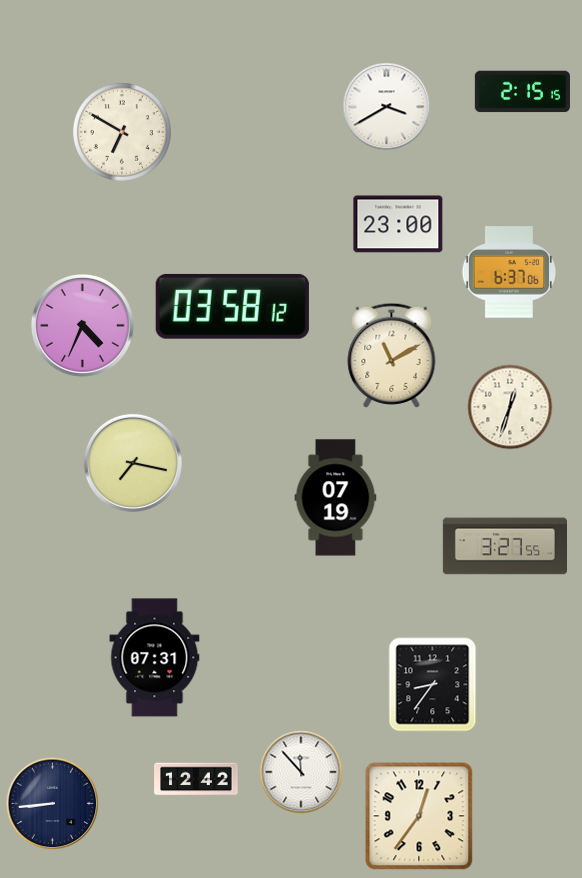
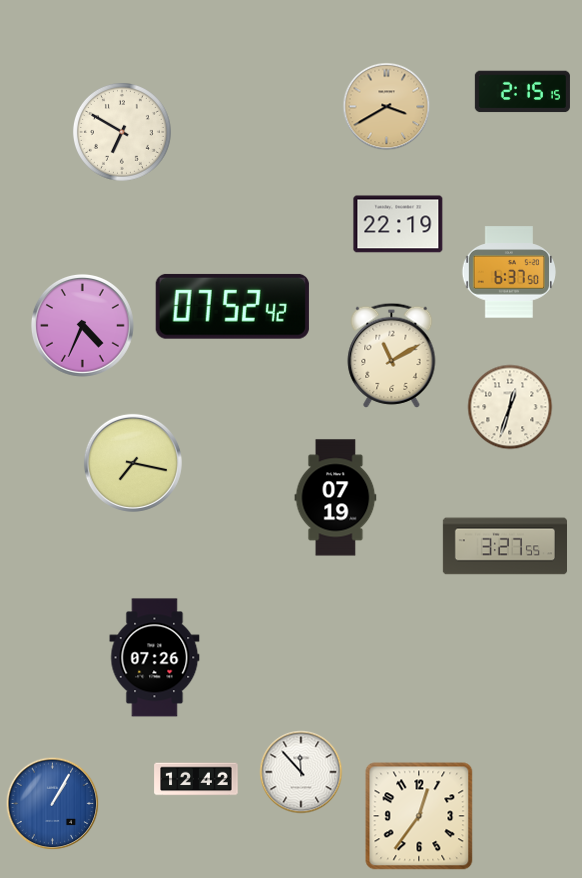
clock at (387, 107) dial: white -> champagne
clock at (398, 224): 23:00 -> 22:19
clock at (509, 272): 6:37:06 -> 6:37:50
clock at (232, 306): 03:58 -> 07:52
clock at (155, 658): 07:31 -> 07:26
clock at (433, 685): 8:36 -> none
clock at (53, 804): 8:44 -> 1:05
clock at (53, 804) dial: navy -> blue
